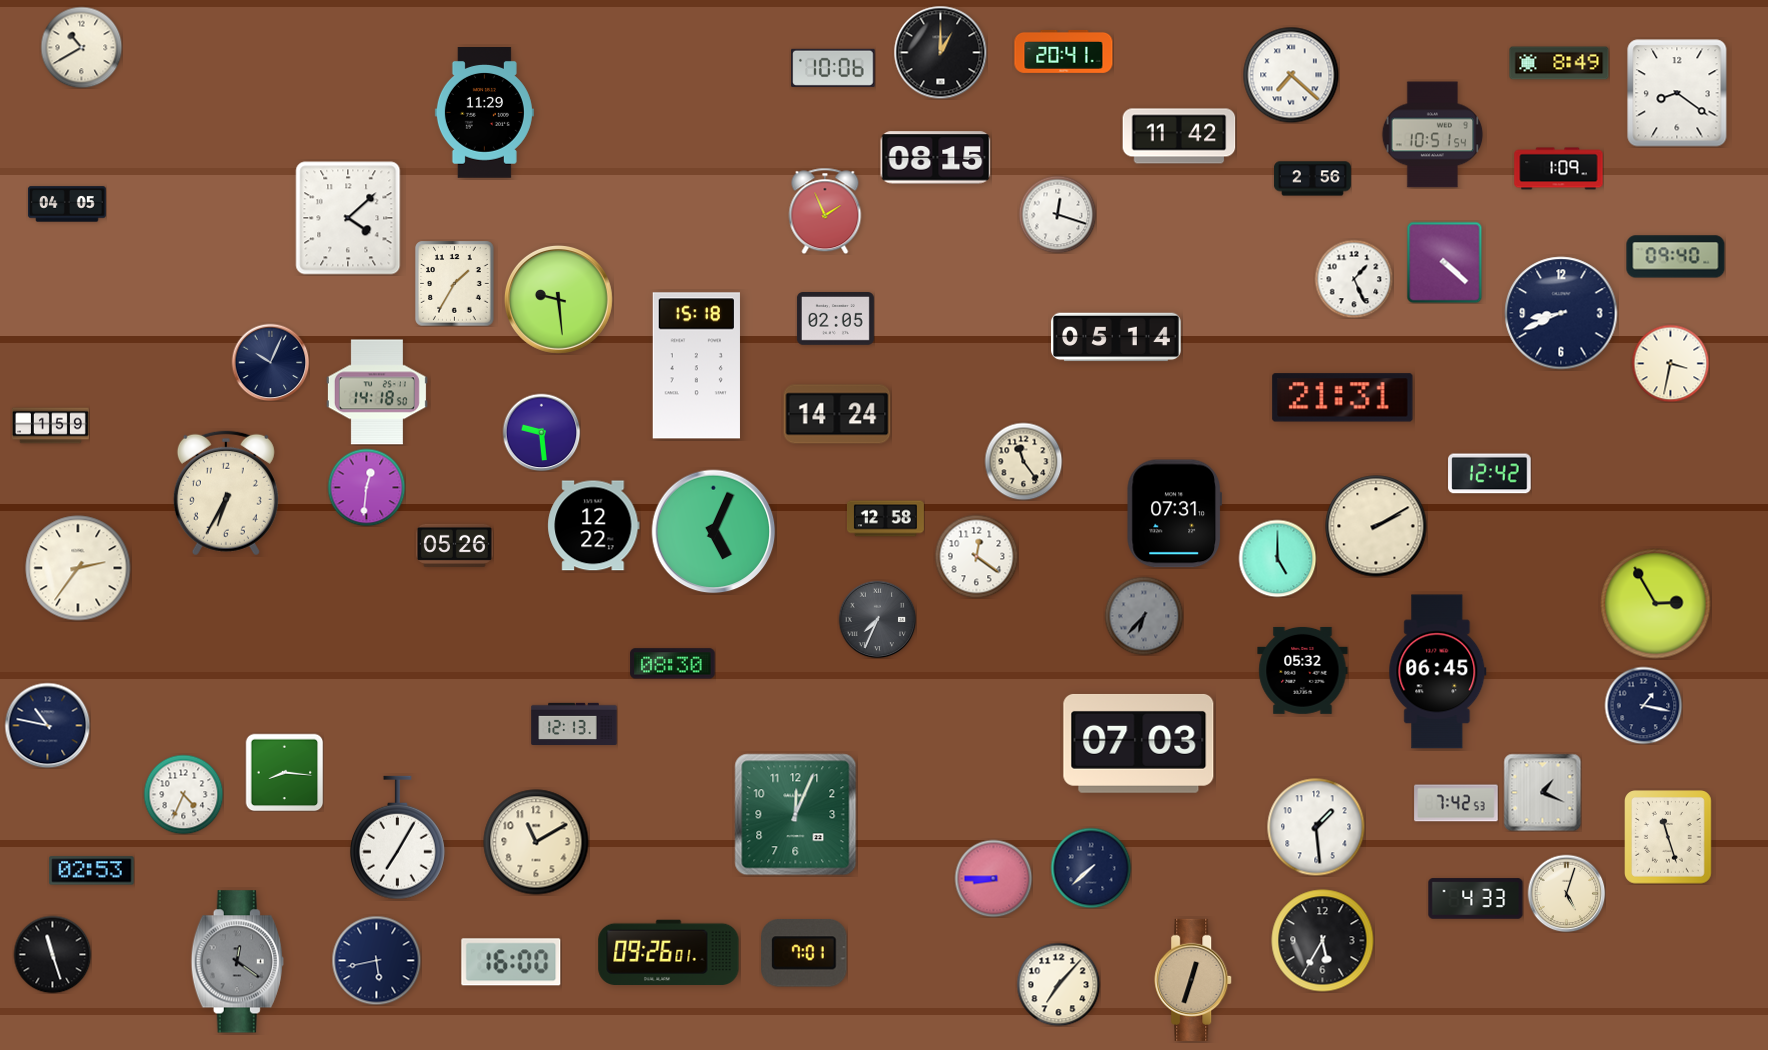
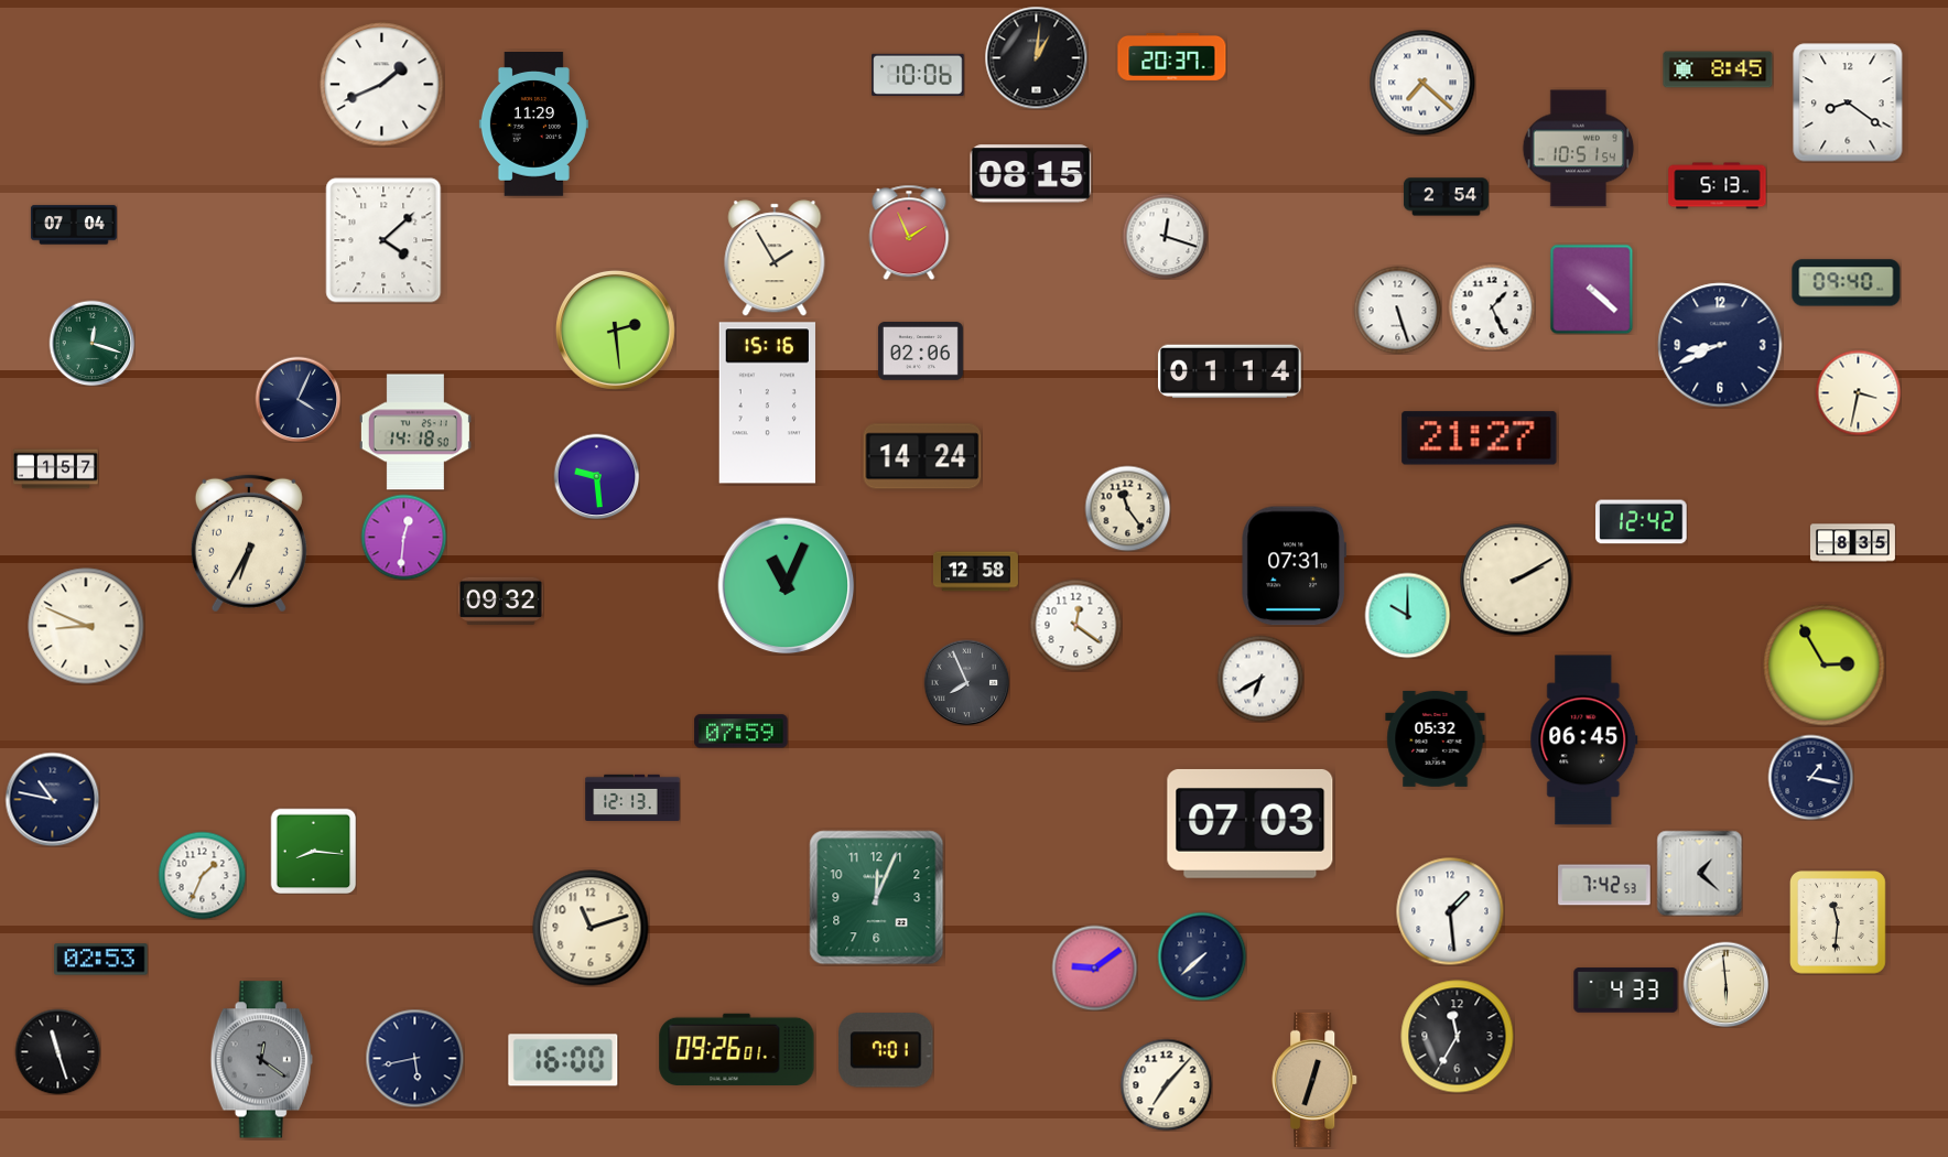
clock at (81, 47): 10:40 -> none
clock at (1064, 51): 20:41 -> 20:37
clock at (940, 52): 1:00 -> 1:01
clock at (1559, 63): 8:49 -> 8:45
clock at (382, 85): none -> 1:41
clock at (1179, 136): 11:42 -> none
clock at (1559, 169): 1:09 -> 5:13
clock at (1312, 179): 2:56 -> 2:54
clock at (67, 204): 04:05 -> 07:04
clock at (775, 258): none -> 1:55
clock at (1397, 310): none -> 5:27
clock at (455, 284): 1:35 -> none
clock at (558, 299): 9:29 -> 2:29
clock at (91, 343): none -> 12:18
clock at (835, 319): 02:05 -> 02:06
clock at (1117, 337): 05:14 -> 01:14
clock at (270, 362): 10:04 -> 4:04
clock at (1670, 363) position: (1670, 363) -> (1858, 392)
clock at (696, 366): 15:18 -> 15:16
clock at (1343, 398): 21:31 -> 21:27
clock at (50, 426): 1:59 -> 1:57
clock at (1852, 543): none -> 8:35
clock at (594, 526): 12:22 -> none
clock at (714, 532): 5:04 -> 11:04
clock at (454, 545): 05:26 -> 09:32
clock at (976, 556) position: (976, 556) -> (1075, 625)
clock at (1277, 558): 5:00 -> 10:00
clock at (78, 568): 2:36 -> 8:49
clock at (1144, 616): 6:37 -> 6:40
clock at (1144, 616) dial: grey -> white
clock at (877, 619): 7:34 -> 7:56
clock at (673, 664): 08:30 -> 07:59
clock at (1139, 743) position: (1139, 743) -> (1251, 823)
clock at (1542, 792): 1:19 -> 1:22
clock at (183, 794): 4:34 -> 1:34
clock at (1669, 837): 11:27 -> 11:31
clock at (397, 838): 7:05 -> none
clock at (536, 842): 11:10 -> 11:12
clock at (993, 878): 8:45 -> 9:09
clock at (1566, 893): 5:03 -> 5:59
clock at (1323, 941): 5:35 -> 11:35
